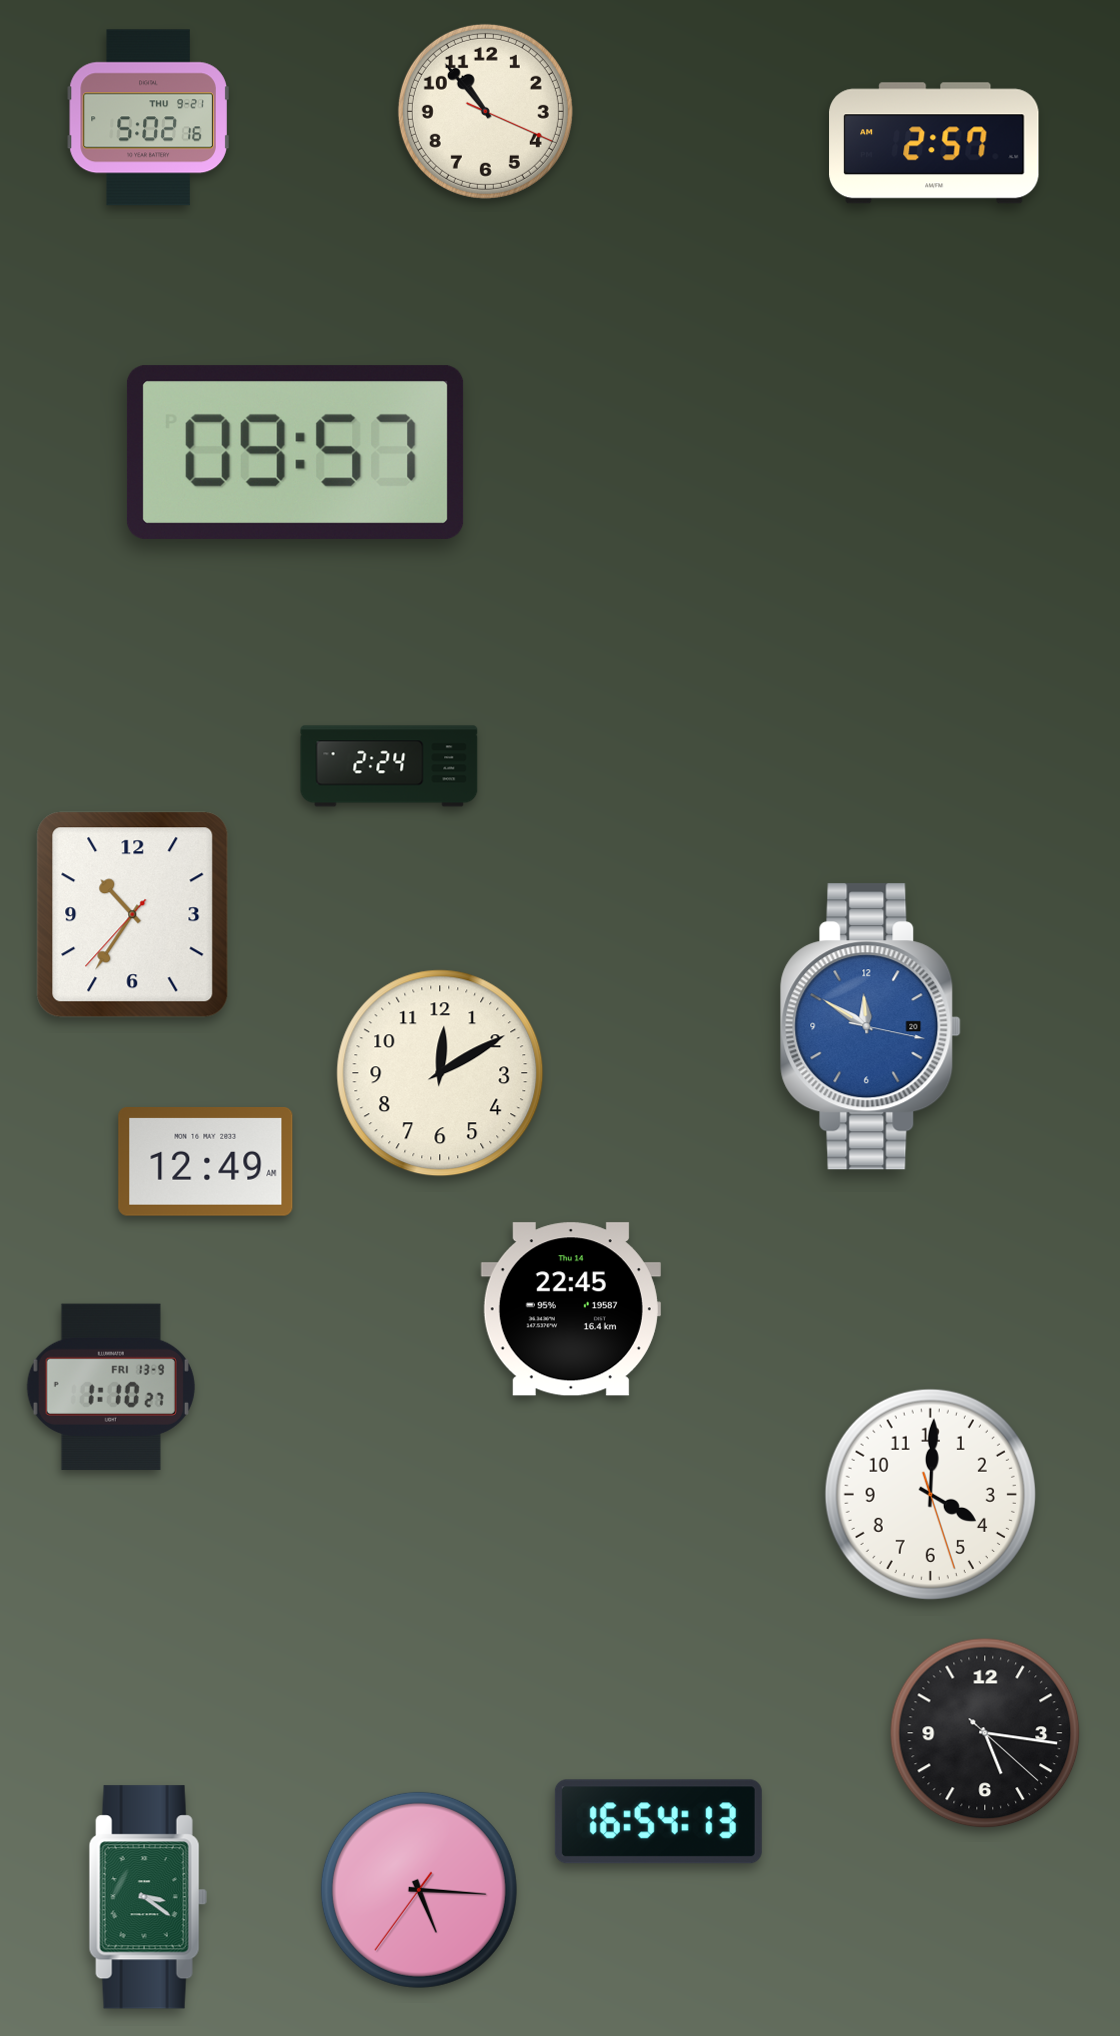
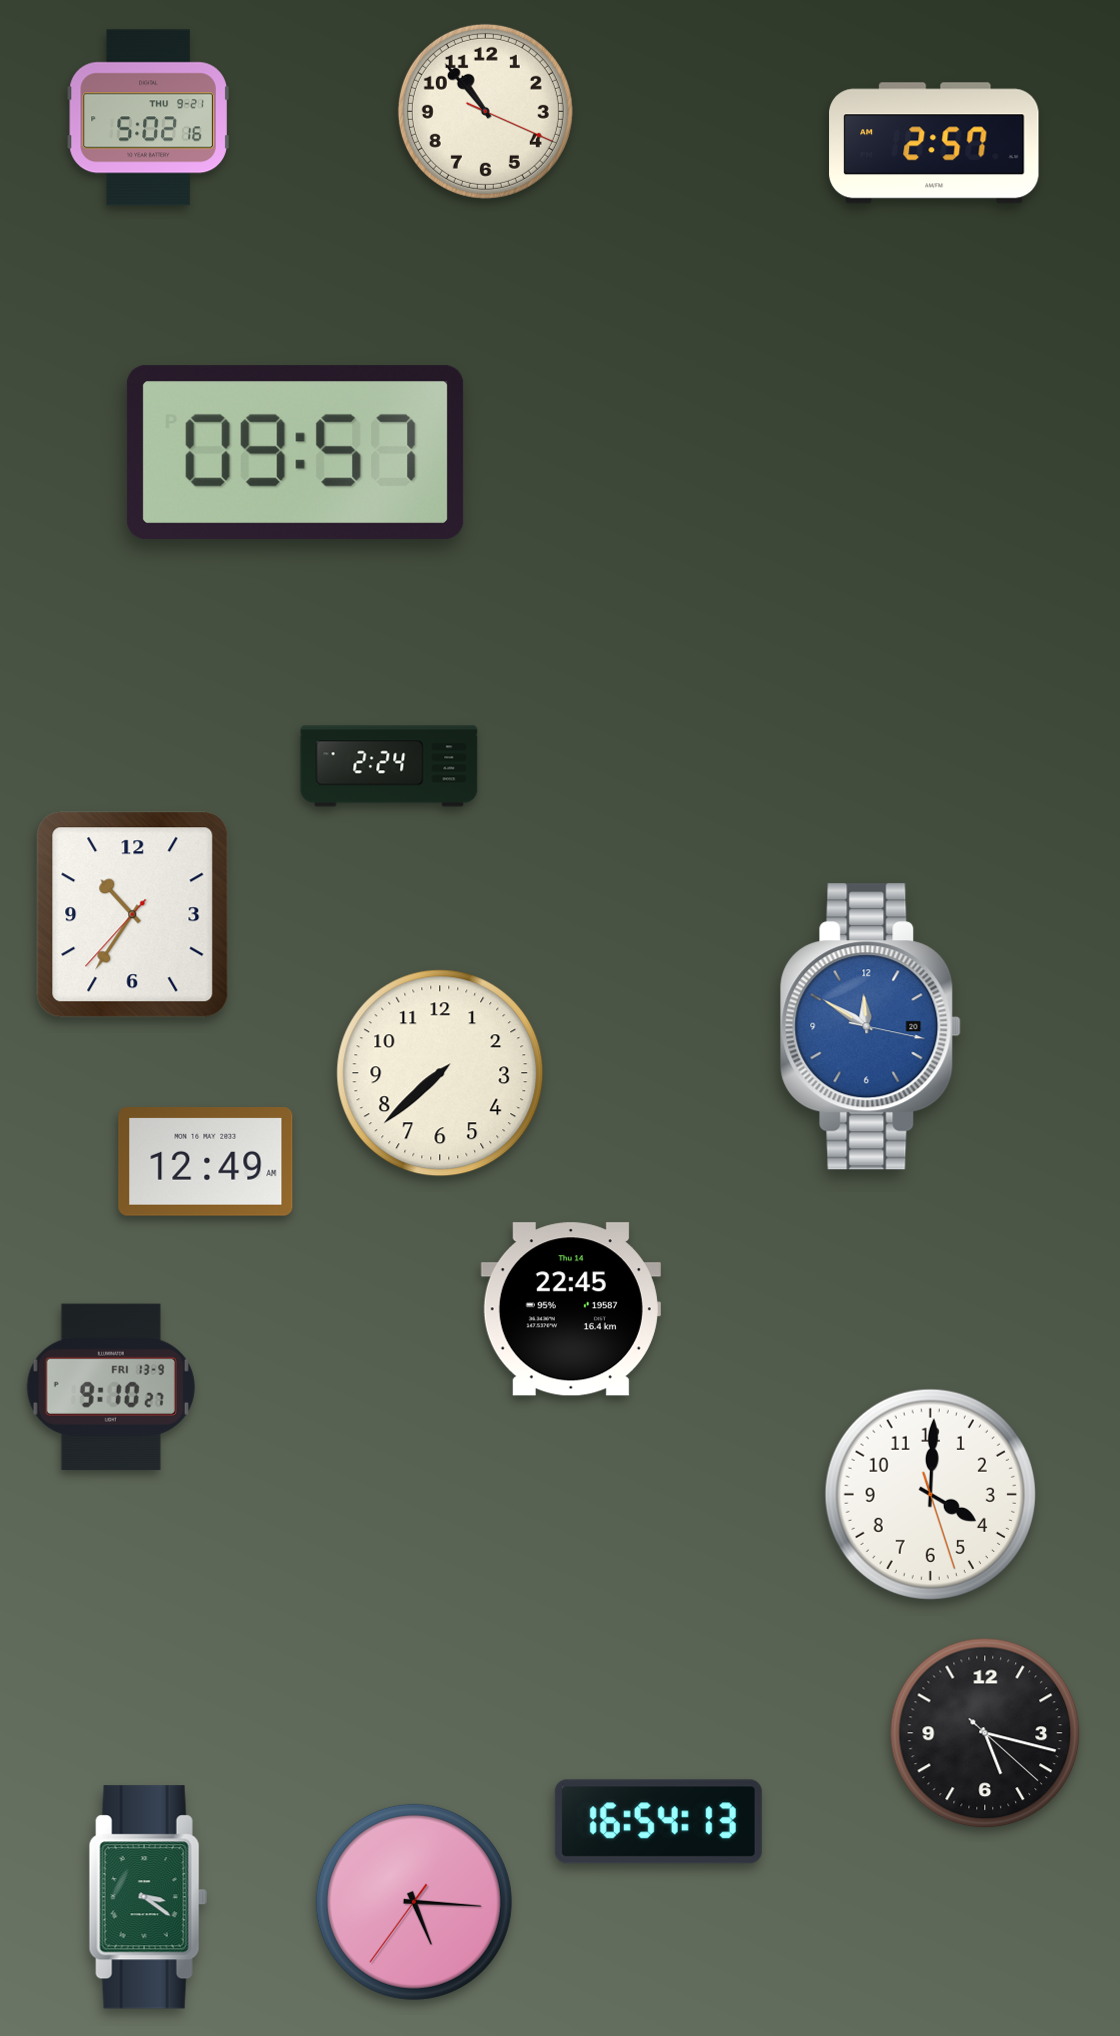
clock at (440, 1073): 12:10 -> 7:38
clock at (111, 1387): 1:10 -> 9:10
clock at (985, 1733): 5:16 -> 5:17
clock at (419, 1890) position: (419, 1890) -> (414, 1902)
